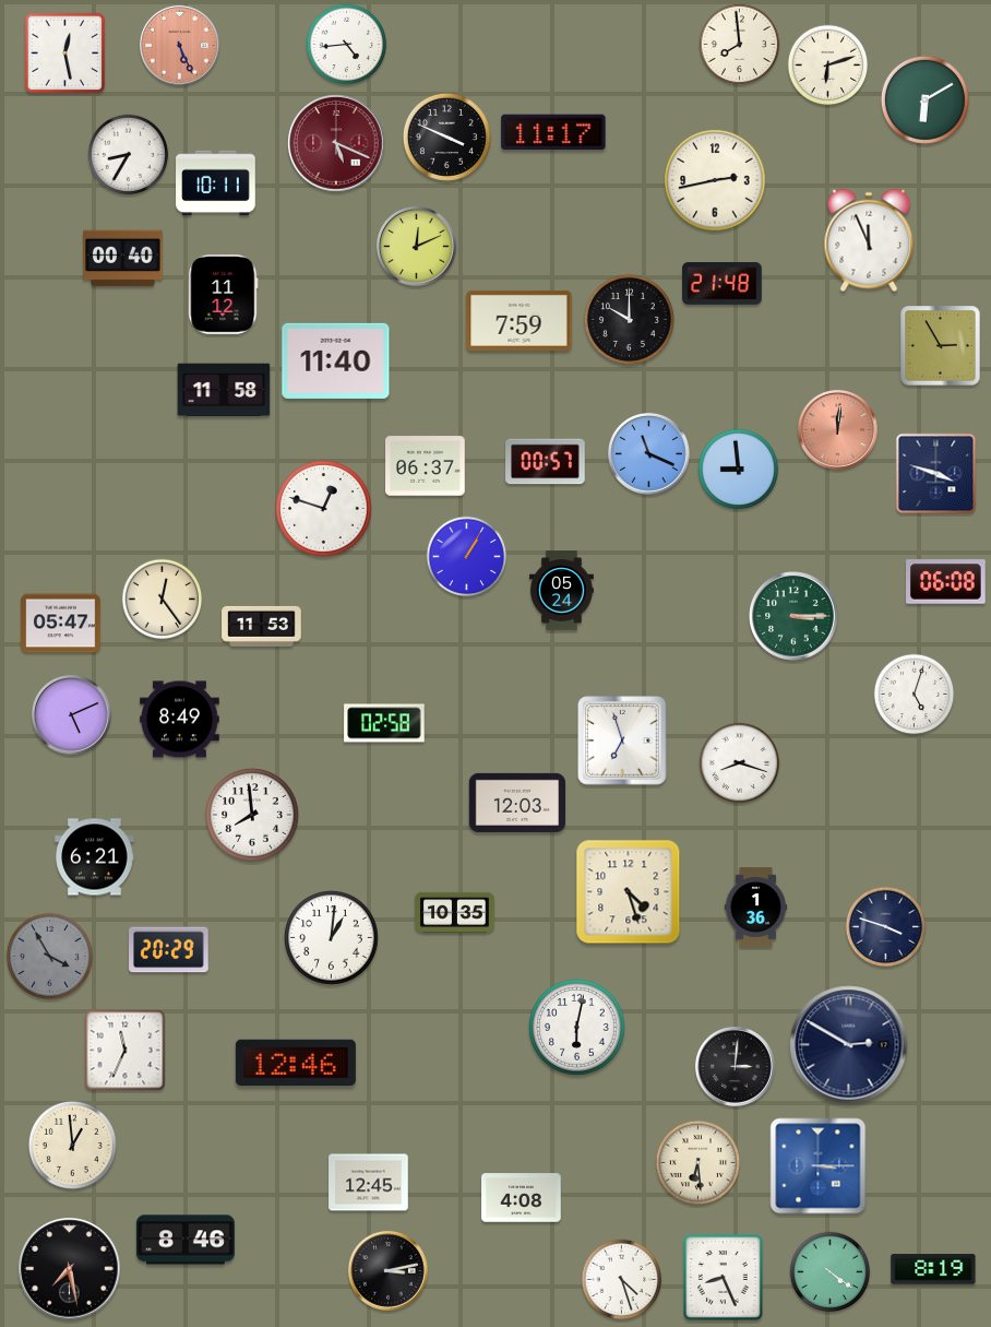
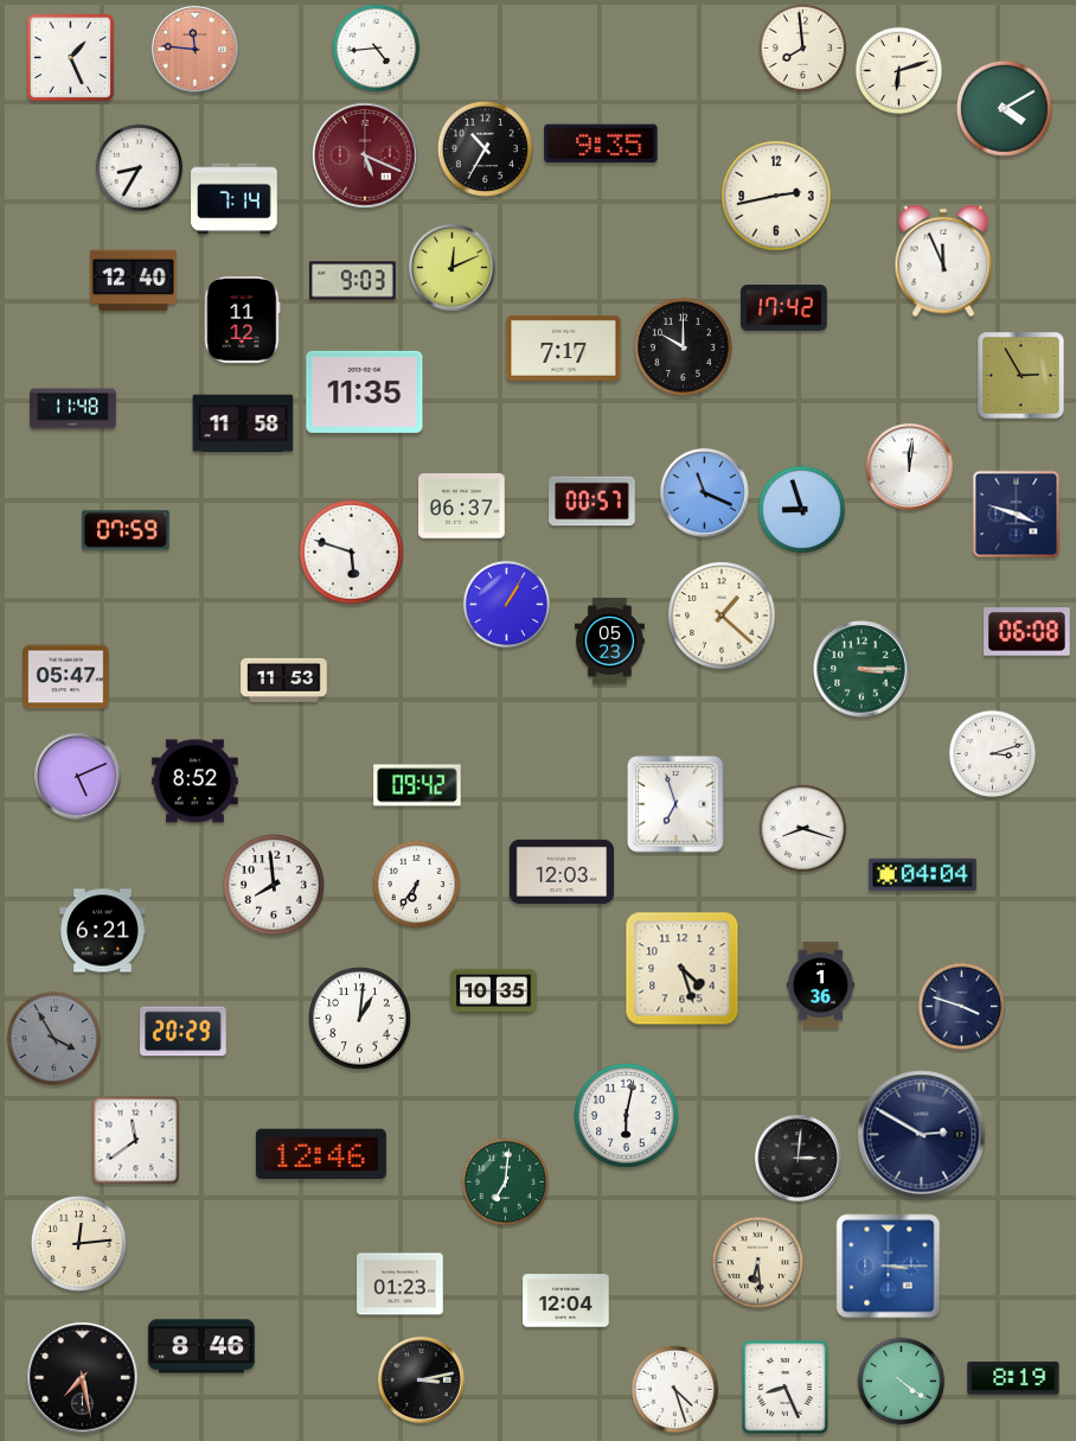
clock at (179, 45): 5:26 -> 11:46
clock at (65, 54): 12:28 -> 1:26
clock at (924, 99): 6:10 -> 4:10
clock at (553, 132): 11:17 -> 9:35
clock at (446, 137): 3:49 -> 10:35
clock at (216, 183): 10:11 -> 7:14
clock at (123, 259): 00:40 -> 12:40
clock at (353, 281): none -> 9:03
clock at (723, 284): 21:48 -> 17:42
clock at (520, 320): 7:59 -> 7:17
clock at (336, 360): 11:40 -> 11:35
clock at (73, 409): none -> 11:48
clock at (837, 429) dial: salmon -> white
clock at (739, 470): 8:59 -> 8:57
clock at (126, 530): none -> 07:59
clock at (324, 509): 12:48 -> 5:48
clock at (722, 616): none -> 1:22
clock at (561, 591): 05:24 -> 05:23
clock at (163, 600): 12:24 -> none
clock at (915, 695): 5:03 -> 3:12
clock at (180, 720): 8:49 -> 8:52
clock at (384, 723): 02:58 -> 09:42
clock at (922, 875): none -> 04:04
clock at (417, 885): none -> 6:36
clock at (126, 1051): 11:34 -> 11:39
clock at (506, 1182): none -> 7:01
clock at (72, 1145): 12:59 -> 12:14
clock at (369, 1183): 12:45 -> 01:23
clock at (522, 1198): 4:08 -> 12:04
clock at (70, 1269) position: (70, 1269) -> (83, 1378)
